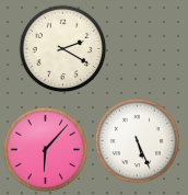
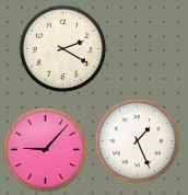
clock at (137, 140): 5:26 -> 1:26
clock at (45, 149): 6:07 -> 9:07
